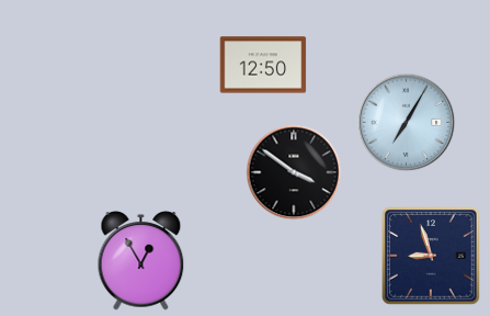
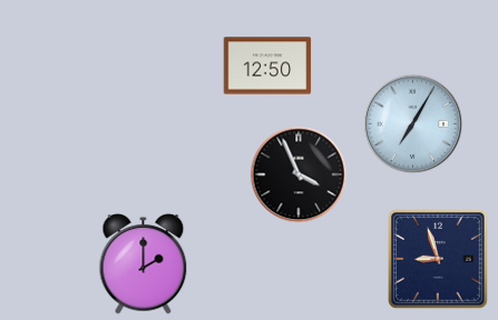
clock at (294, 172): 3:51 -> 3:56
clock at (141, 261): 12:55 -> 2:00
